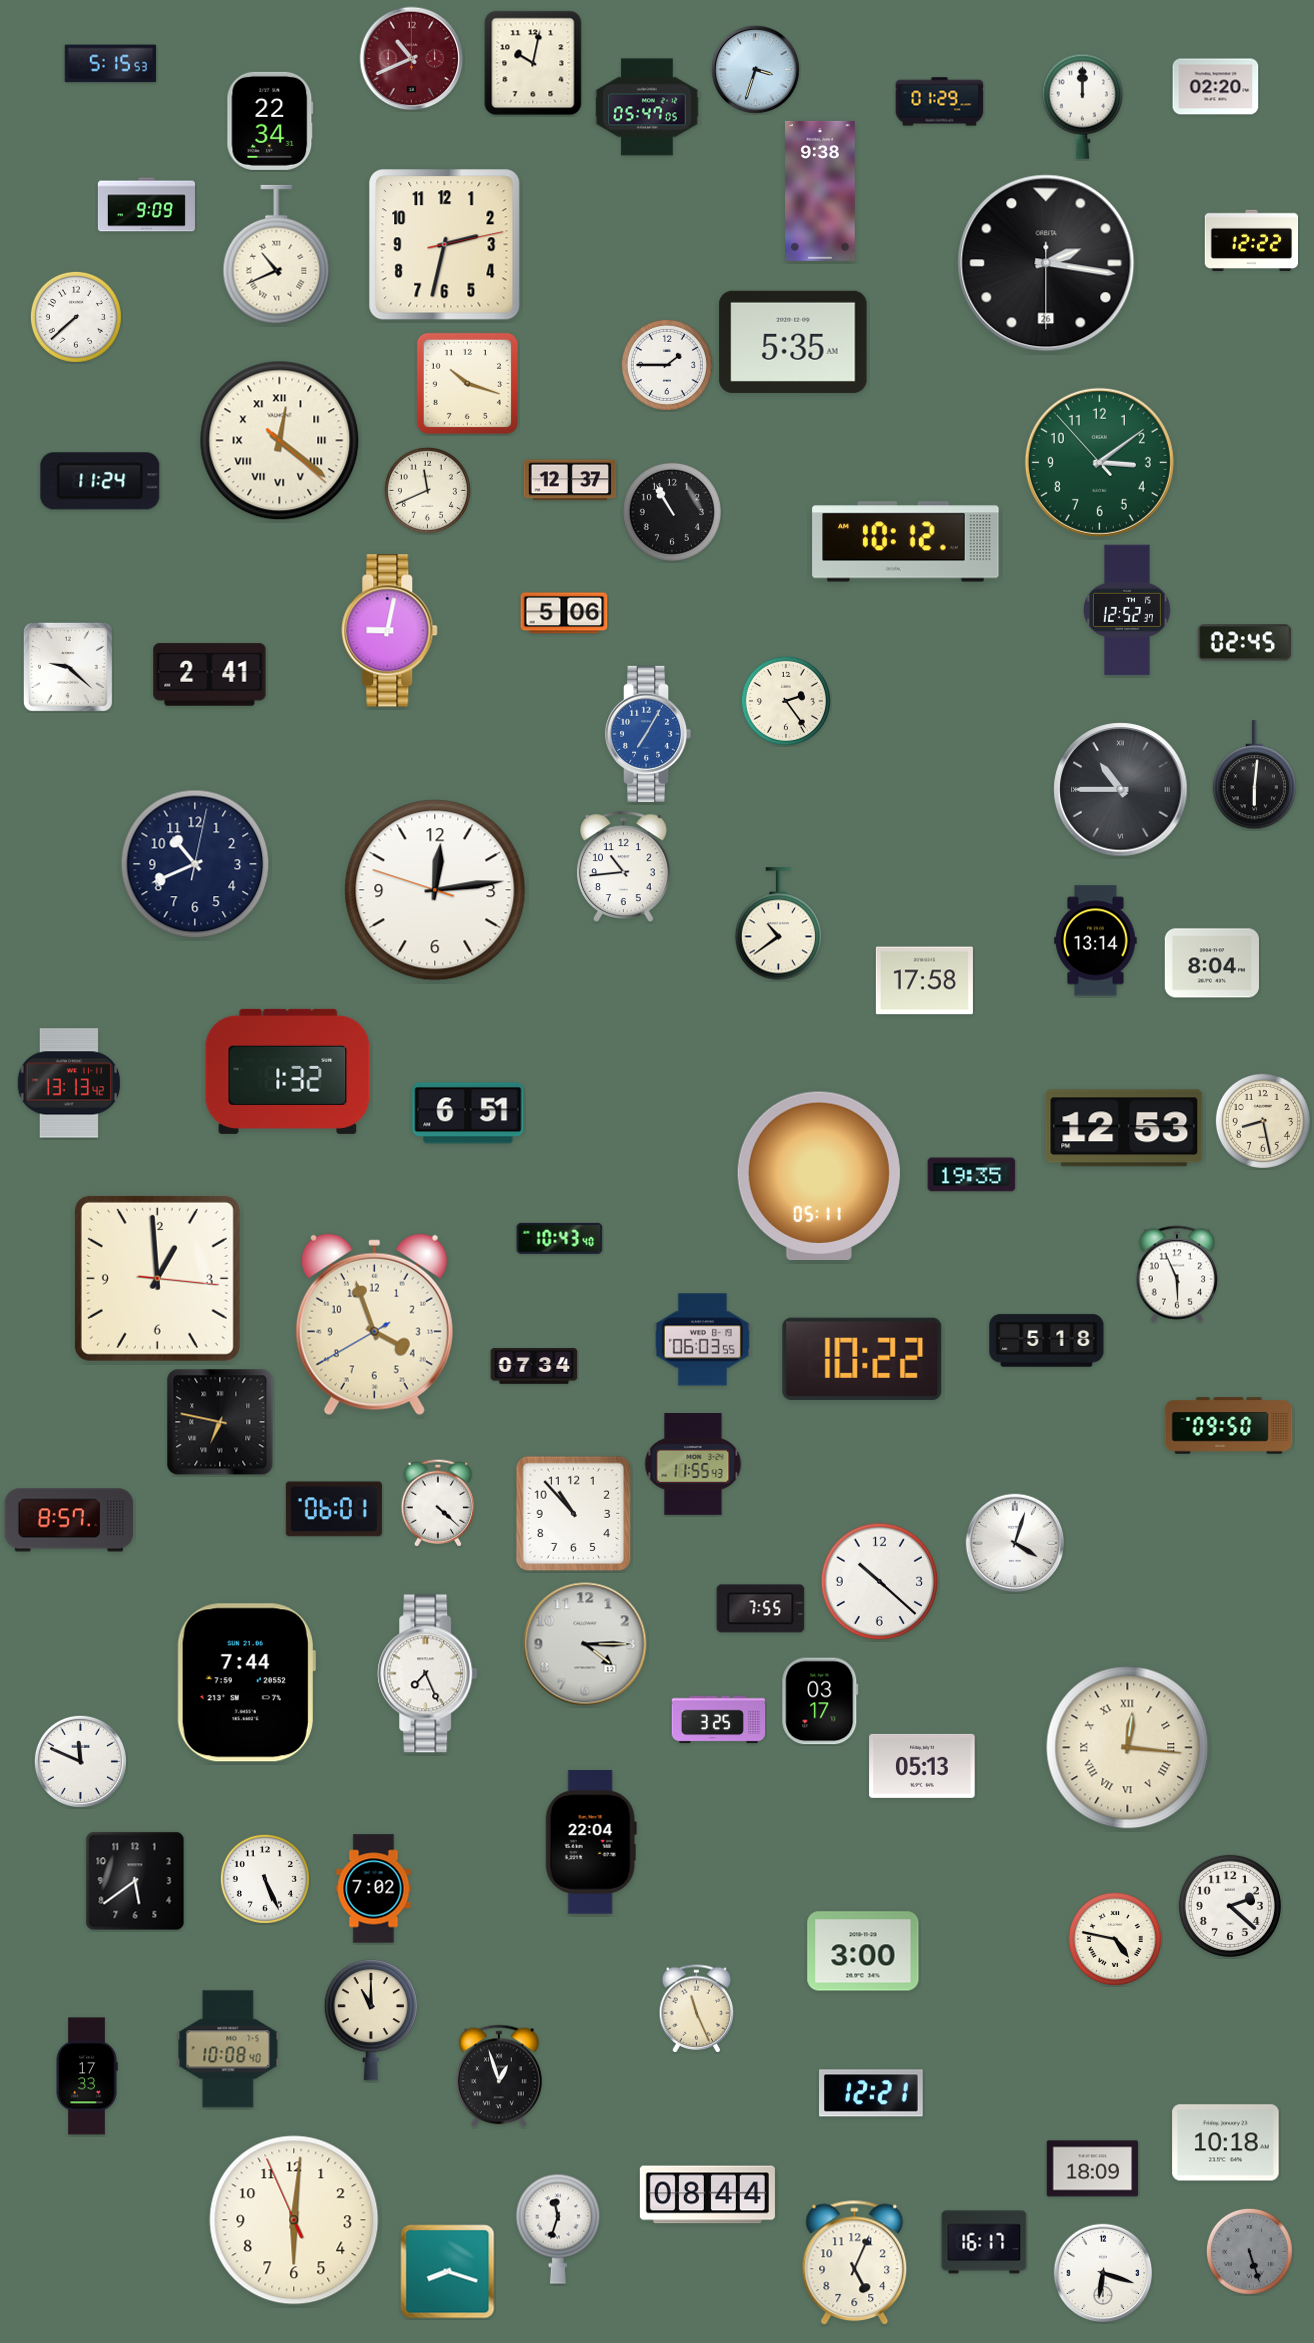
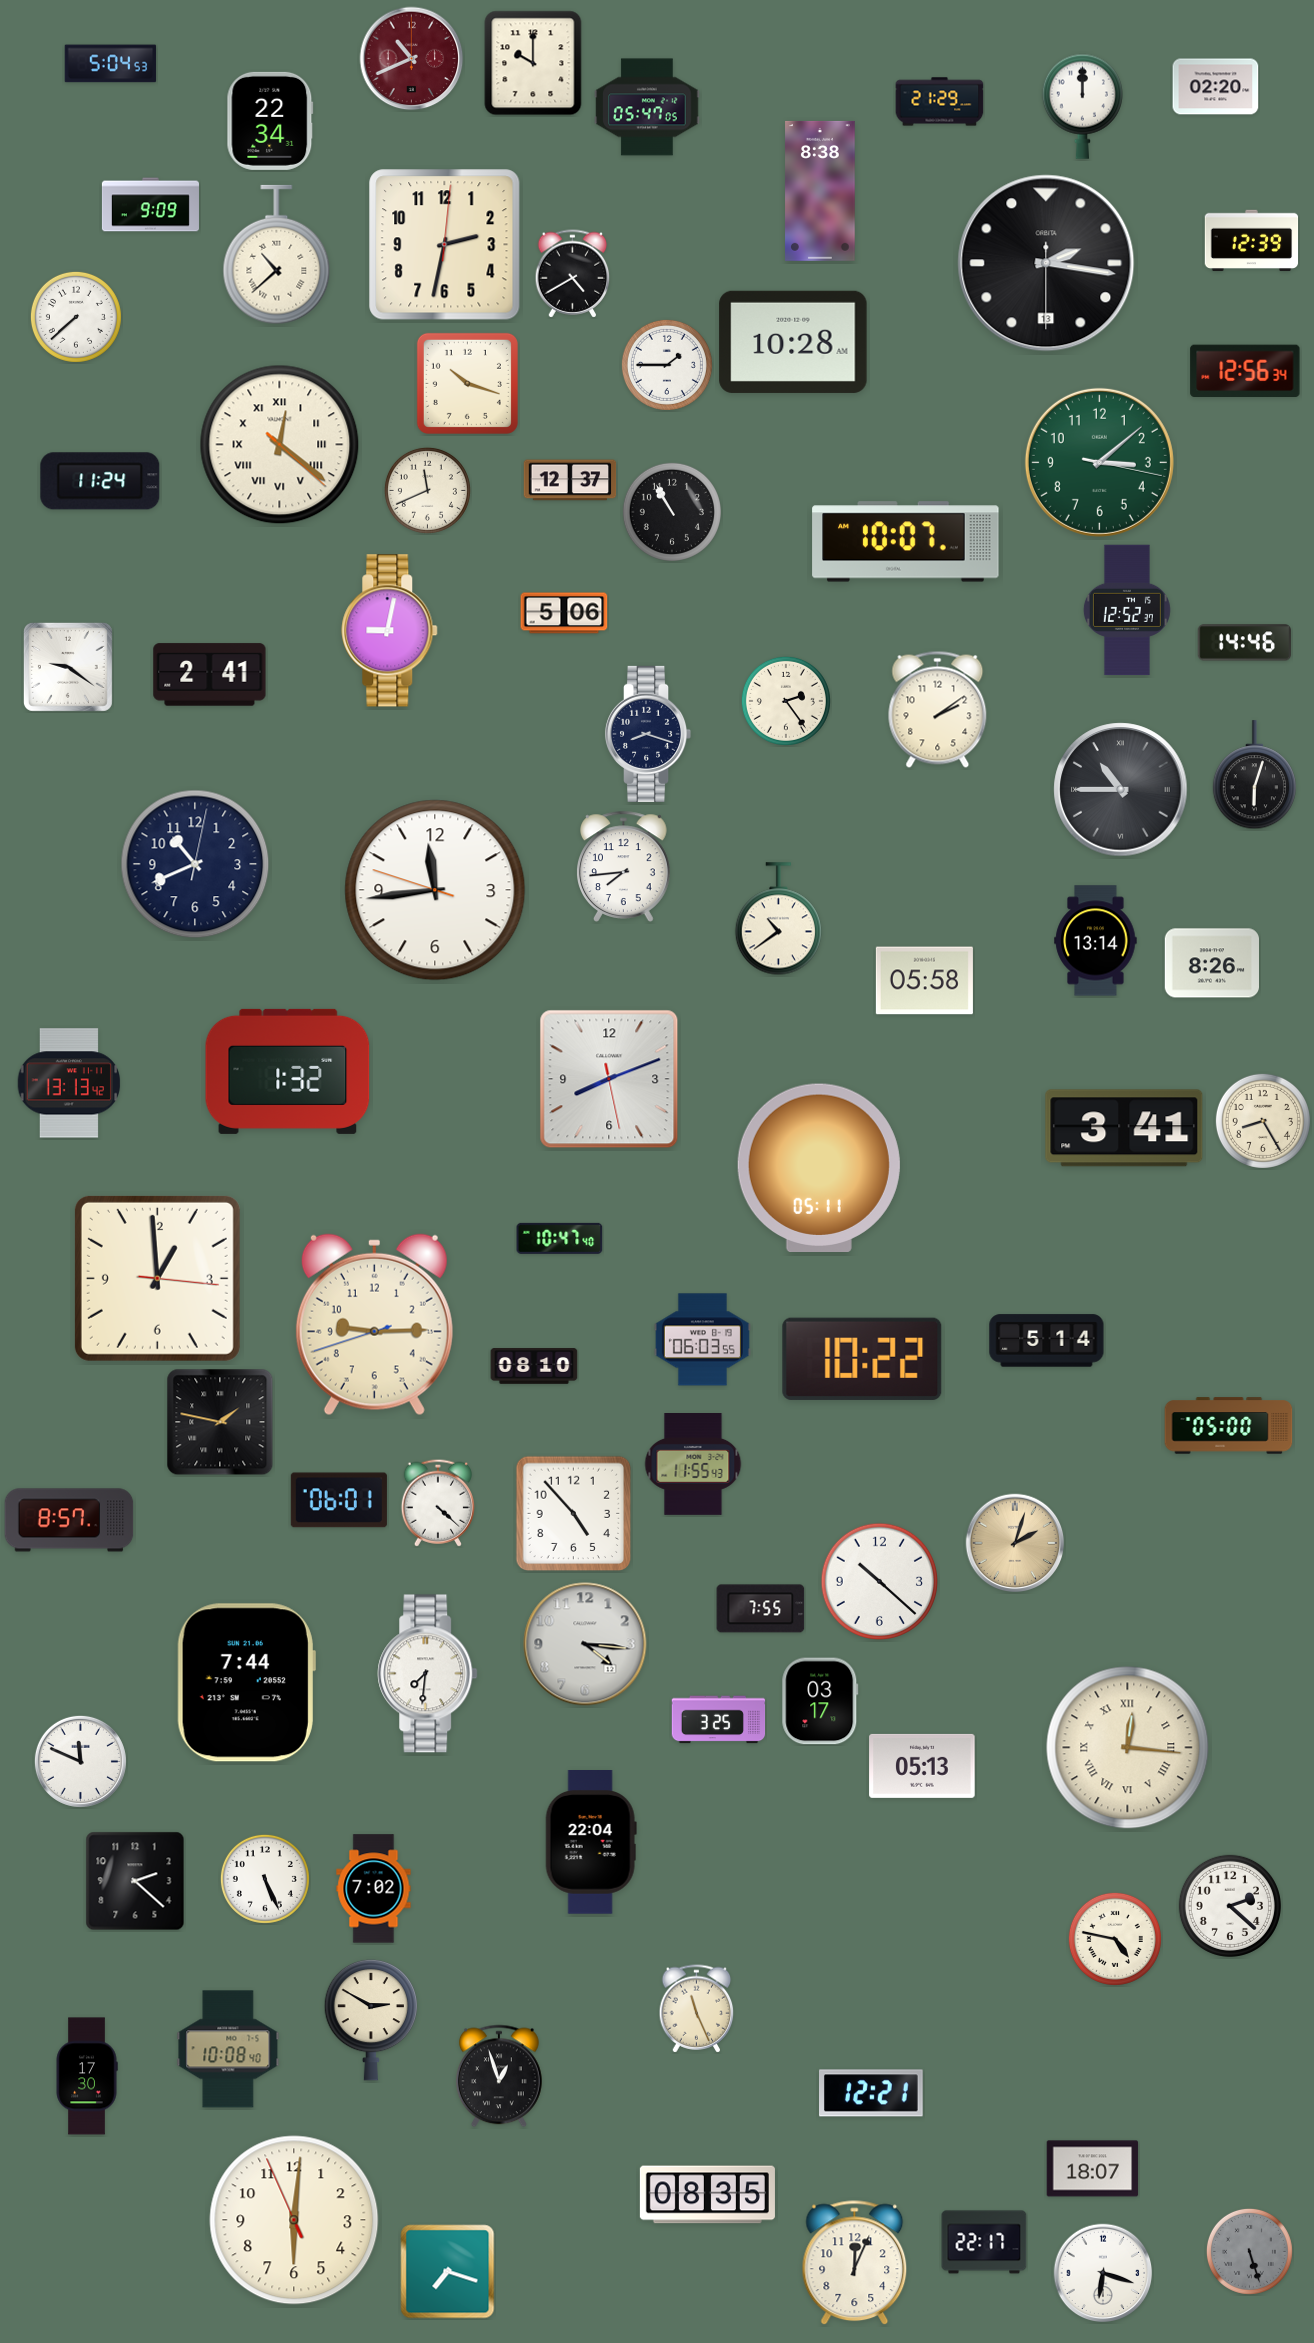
clock at (533, 63): 10:02 -> 10:00
clock at (111, 64): 5:15 -> 5:04
clock at (755, 69): 3:33 -> none
clock at (940, 102): 01:29 -> 21:29
clock at (820, 191): 9:38 -> 8:38
clock at (146, 205) position: (146, 205) -> (150, 205)
clock at (1252, 241): 12:22 -> 12:39
clock at (445, 245): 2:32:13 -> 2:32:01
clock at (277, 255): 10:41 -> 10:38
clock at (1046, 263) date: 26 -> 13
clock at (573, 274): none -> 4:40
clock at (793, 342): 5:35 -> 10:28
clock at (1245, 370): none -> 12:56
clock at (280, 441) position: (280, 441) -> (280, 445)
clock at (1099, 462): 3:08:53 -> 3:08:17
clock at (906, 542): 10:12 -> 10:07
clock at (1244, 643): 02:45 -> 14:46
clock at (68, 667): 9:22 -> 9:21
clock at (938, 709): none -> 2:09
clock at (648, 734): 7:05 -> 8:18
clock at (648, 734) dial: blue -> navy
clock at (1254, 775): 6:01 -> 6:03
clock at (624, 866): 10:44 -> 7:44
clock at (435, 890): 12:13 -> 11:43
clock at (778, 924) position: (778, 924) -> (778, 919)
clock at (1211, 963): 8:04 -> 8:26
clock at (924, 981): 17:58 -> 05:58
clock at (609, 1079): none -> 8:11
clock at (468, 1113): 6:51 -> none
clock at (1263, 1121): 8:28 -> 8:25
clock at (1124, 1128): 12:53 -> 3:41
clock at (819, 1175) position: (819, 1175) -> (819, 1167)
clock at (972, 1175): 19:35 -> none
clock at (560, 1238): 10:43 -> 10:47
clock at (1177, 1274): 5:56 -> none
clock at (374, 1325): 3:56 -> 9:14
clock at (1047, 1341): 5:18 -> 5:14
clock at (534, 1366): 07:34 -> 08:10
clock at (220, 1422): 6:47 -> 1:47
clock at (1229, 1426): 09:50 -> 05:00
clock at (334, 1509) position: (334, 1509) -> (339, 1500)
clock at (574, 1514): 10:53 -> 4:53
clock at (1015, 1543): 4:03 -> 2:03
clock at (1015, 1543) dial: white -> champagne
clock at (585, 1644): 4:15 -> 4:16
clock at (428, 1674): 7:26 -> 7:31
clock at (135, 1881): 5:39 -> 2:22
clock at (863, 1951): 3:00 -> none
clock at (370, 2020): 11:00 -> 2:50
clock at (87, 2076): 17:33 -> 17:30
clock at (1226, 2143): 10:18 -> none
clock at (1093, 2169): 18:09 -> 18:07
clock at (707, 2195): 08:44 -> 08:35
clock at (558, 2229): 11:33 -> none
clock at (984, 2242): 16:17 -> 22:17
clock at (855, 2263): 5:04 -> 12:04
clock at (448, 2272): 8:18 -> 7:18
